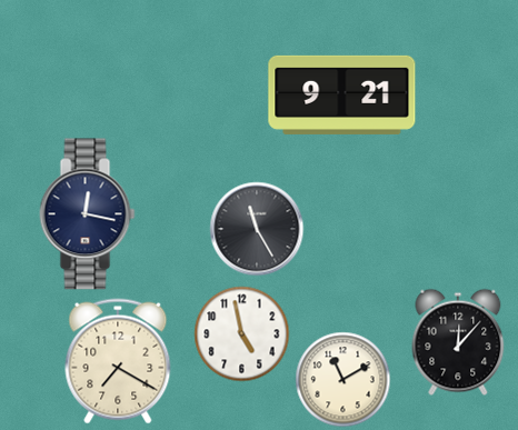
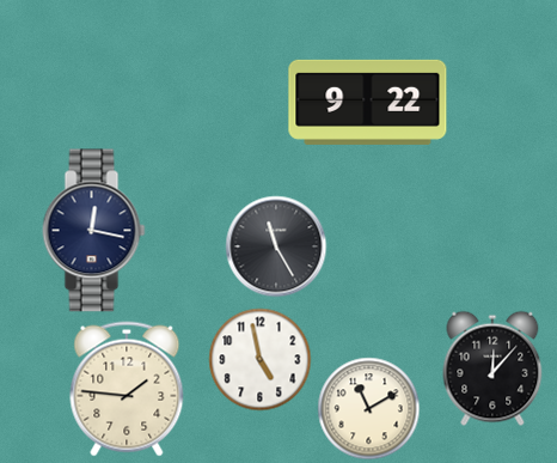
clock at (342, 94): 9:21 -> 9:22
clock at (118, 361): 7:20 -> 1:46
